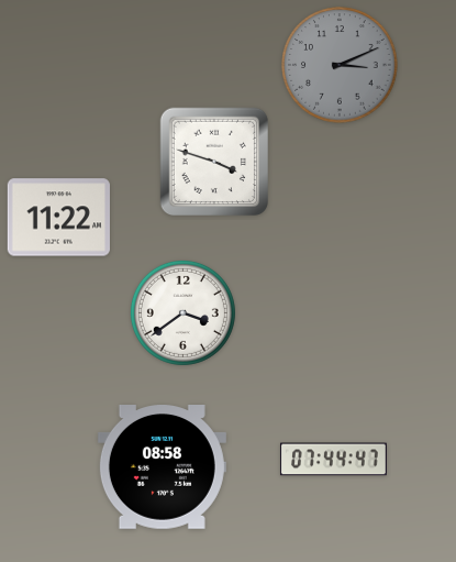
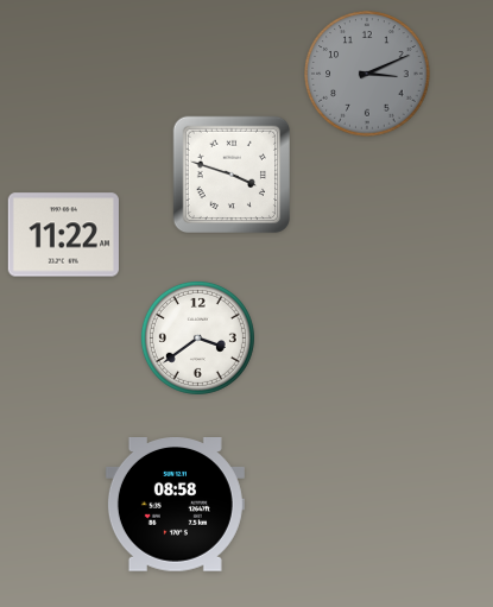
clock at (340, 65) position: (340, 65) -> (367, 74)
clock at (333, 460): 07:44 -> none
